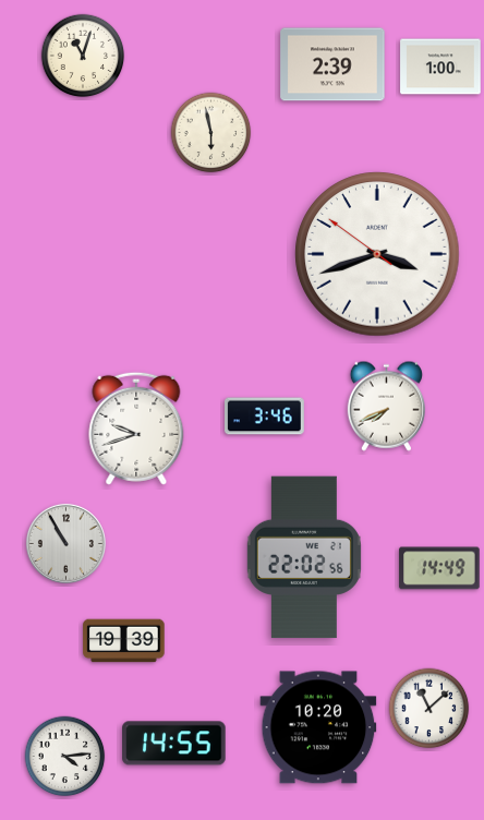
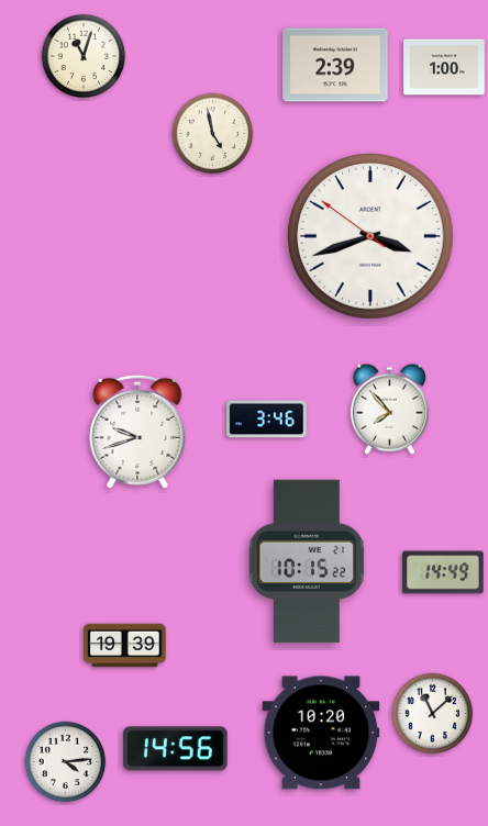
clock at (211, 133): 5:58 -> 4:58
clock at (377, 254) position: (377, 254) -> (370, 236)
clock at (386, 406): 7:41 -> 7:53
clock at (65, 543): 10:55 -> none
clock at (304, 557): 22:02 -> 10:15
clock at (174, 744): 14:55 -> 14:56
